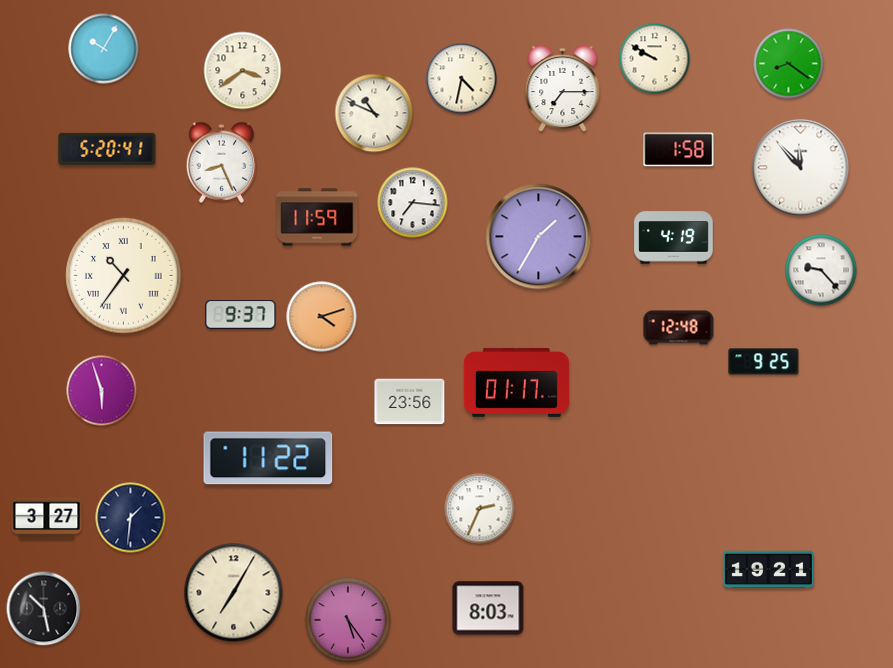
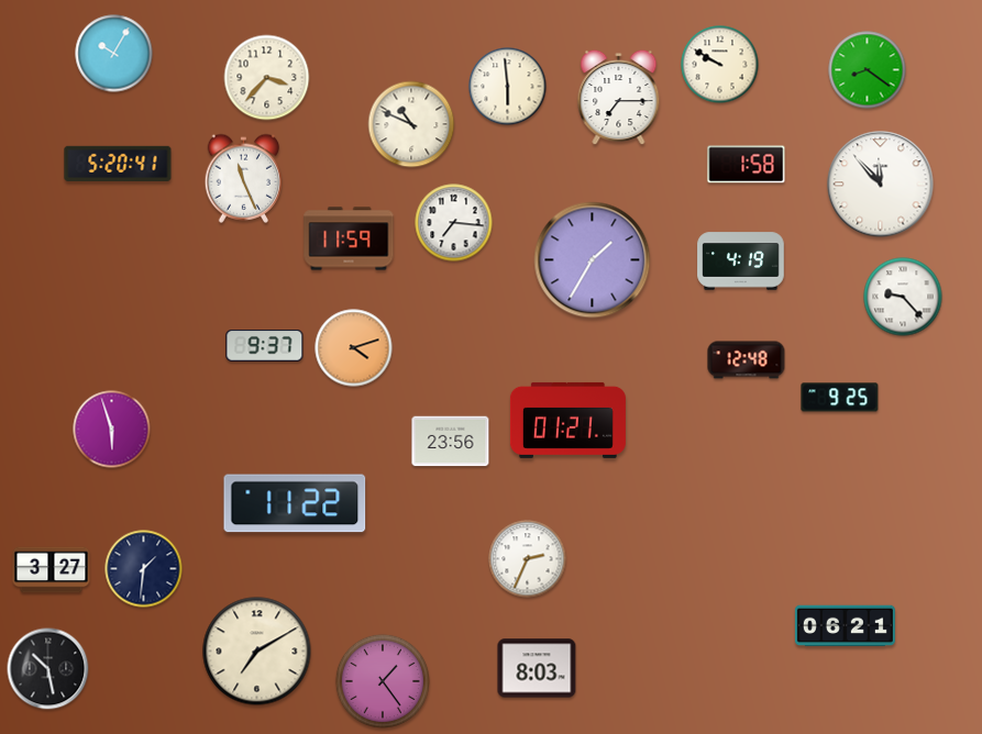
clock at (243, 71): 3:39 -> 3:37
clock at (462, 79): 4:32 -> 5:59
clock at (222, 162): 8:26 -> 11:26
clock at (124, 276): 10:36 -> none
clock at (516, 382): 01:17 -> 01:21
clock at (768, 570): 19:21 -> 06:21
clock at (234, 593): 7:05 -> 7:10
clock at (348, 620): 5:24 -> 1:24
